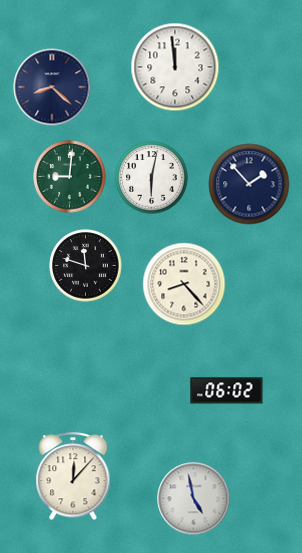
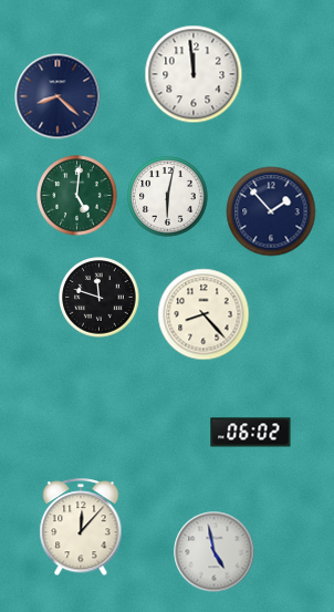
clock at (70, 177): 9:01 -> 5:01
clock at (249, 184) position: (249, 184) -> (271, 211)
clock at (86, 266) position: (86, 266) -> (100, 298)
